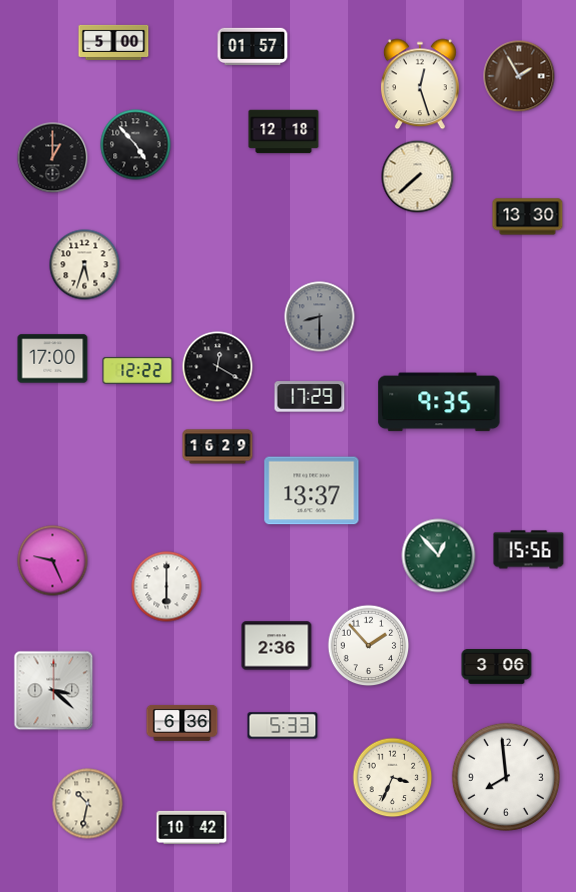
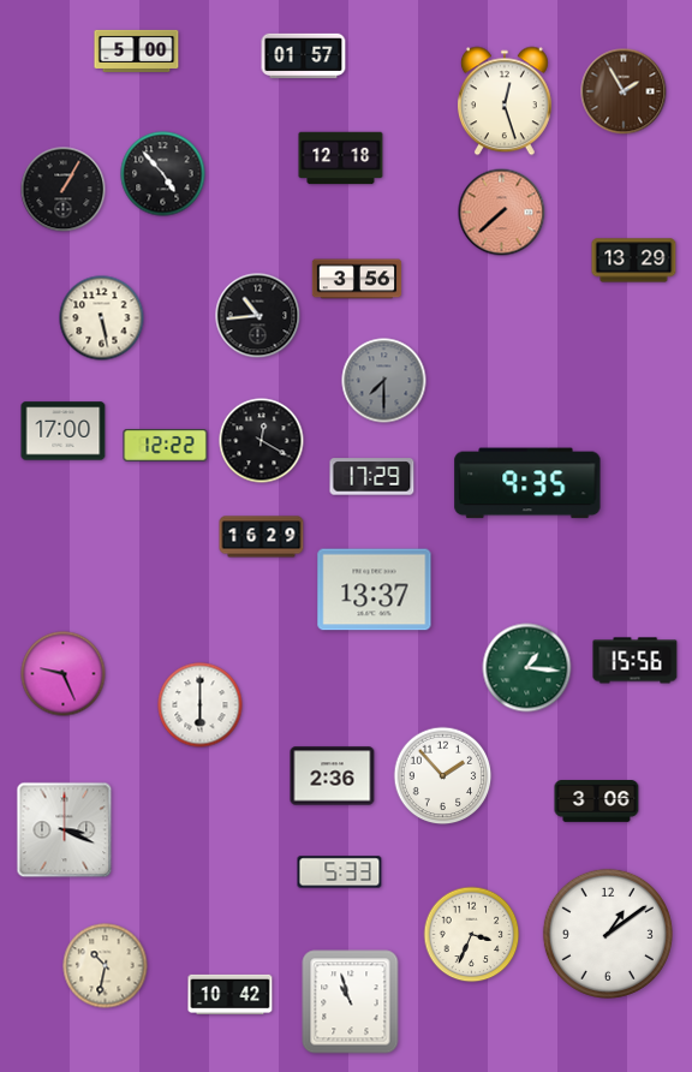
clock at (53, 158): 1:00 -> 1:05
clock at (418, 177) dial: cream -> salmon
clock at (528, 217): 13:30 -> 13:29
clock at (357, 279): none -> 3:56
clock at (258, 316): none -> 10:44
clock at (85, 265): 5:33 -> 5:28
clock at (320, 317): 8:30 -> 7:30
clock at (439, 556): 12:53 -> 1:16
clock at (54, 691): 3:22 -> 3:19
clock at (182, 723): 6:36 -> none
clock at (506, 777): 7:59 -> 1:09
clock at (351, 1002): none -> 10:57
